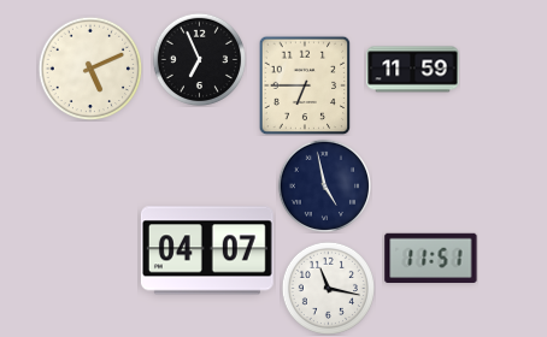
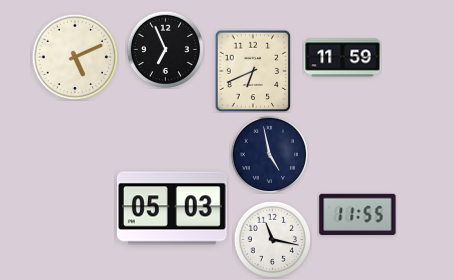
clock at (305, 85): 6:45 -> 6:41
clock at (207, 250): 04:07 -> 05:03
clock at (431, 258): 11:51 -> 11:55
